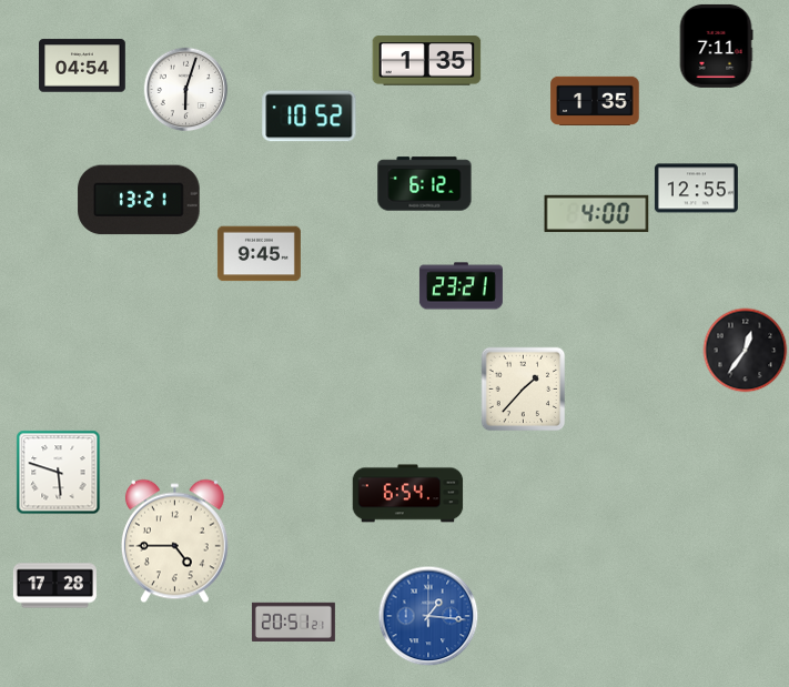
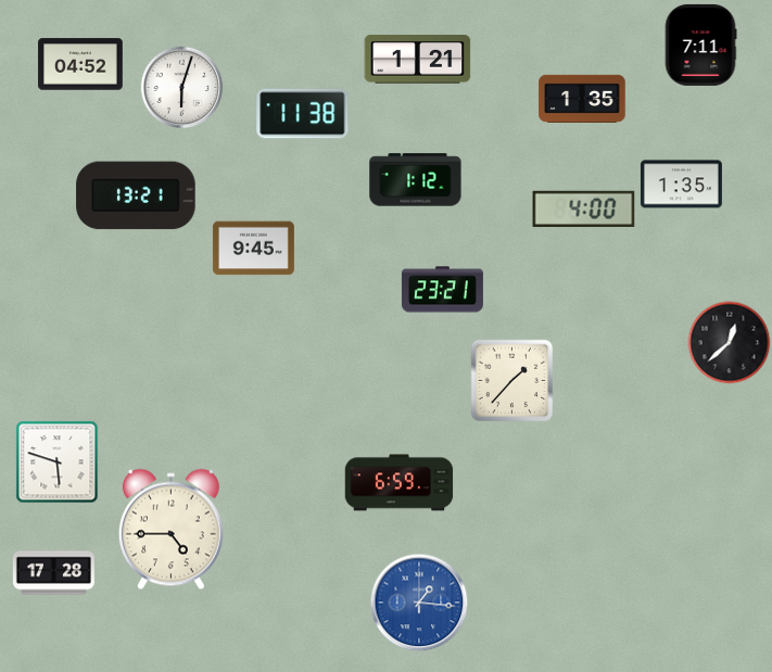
clock at (427, 61): 1:35 -> 1:21
clock at (82, 65): 04:54 -> 04:52
clock at (310, 117): 10:52 -> 11:38
clock at (425, 184): 6:12 -> 1:12
clock at (696, 189): 12:55 -> 1:35
clock at (461, 286) position: (461, 286) -> (442, 290)
clock at (746, 351): 12:36 -> 12:38
clock at (408, 494): 6:54 -> 6:59
clock at (293, 623): 20:51 -> none
